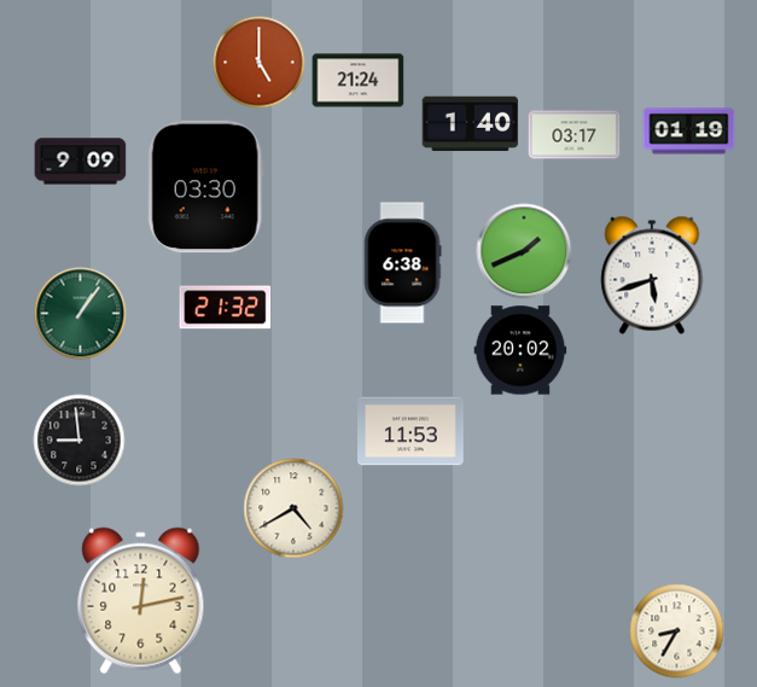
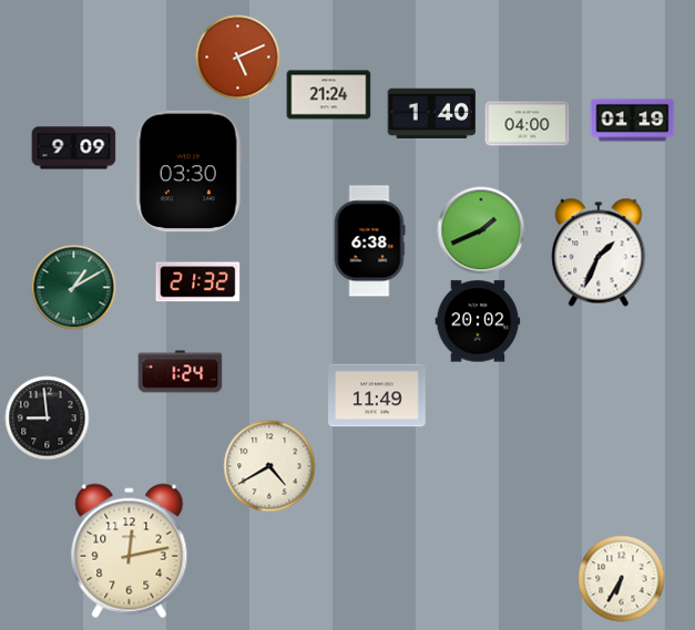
clock at (260, 63): 5:00 -> 5:11
clock at (359, 81) position: (359, 81) -> (329, 95)
clock at (575, 135): 03:17 -> 04:00
clock at (652, 275): 5:42 -> 1:34
clock at (226, 308) position: (226, 308) -> (198, 282)
clock at (81, 314): 1:06 -> 1:10
clock at (181, 372): none -> 1:24
clock at (412, 431): 11:53 -> 11:49
clock at (80, 441) position: (80, 441) -> (48, 419)
clock at (677, 631): 8:35 -> 6:35
